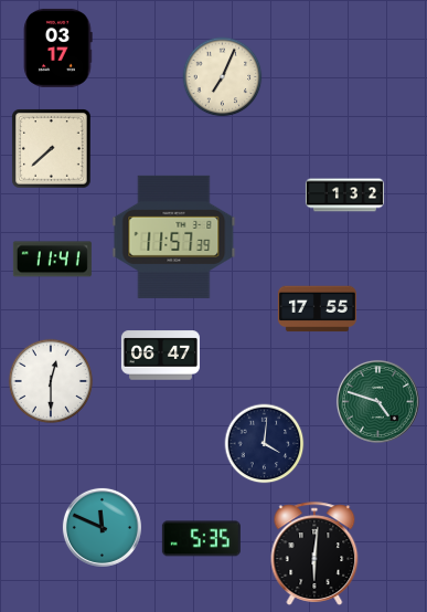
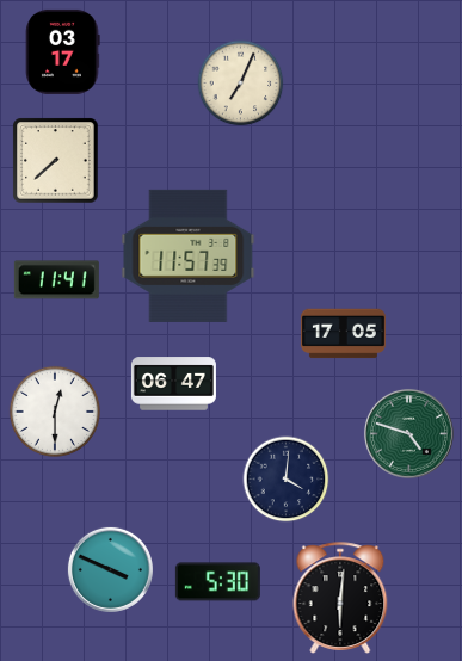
clock at (344, 196): 1:32 -> none
clock at (317, 309): 17:55 -> 17:05
clock at (102, 527): 11:49 -> 3:49
clock at (201, 539): 5:35 -> 5:30
